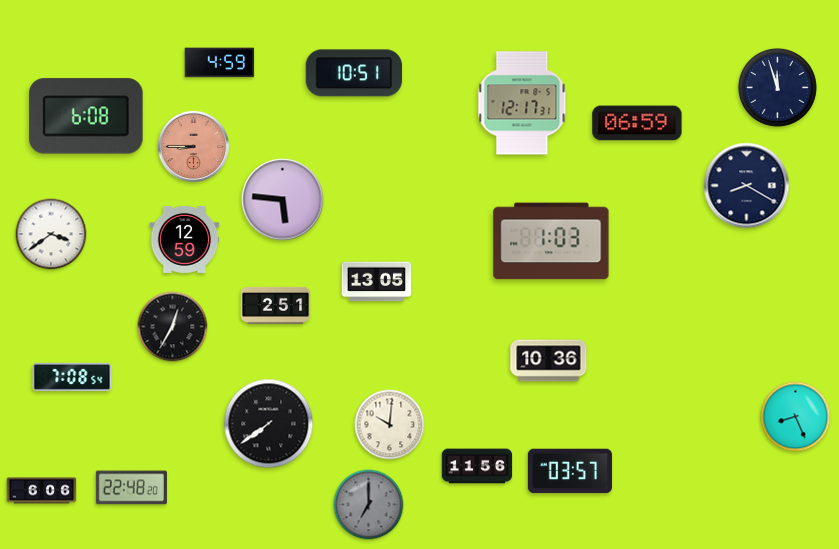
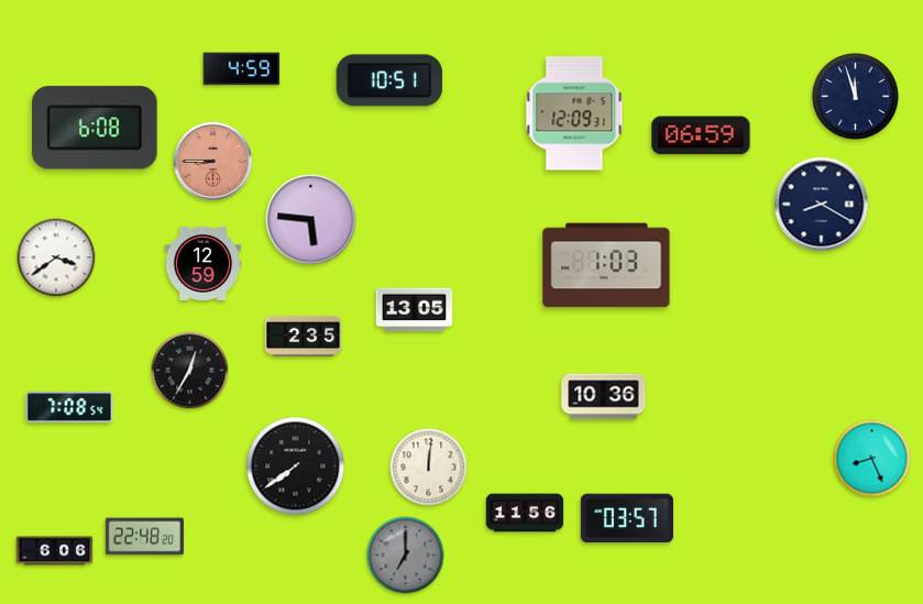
clock at (522, 103): 12:17 -> 12:09
clock at (276, 305): 2:51 -> 2:35
clock at (173, 327) position: (173, 327) -> (190, 371)
clock at (72, 377) position: (72, 377) -> (69, 407)
clock at (796, 417) position: (796, 417) -> (872, 459)
clock at (390, 425): 10:01 -> 12:01
clock at (42, 491) position: (42, 491) -> (55, 551)
